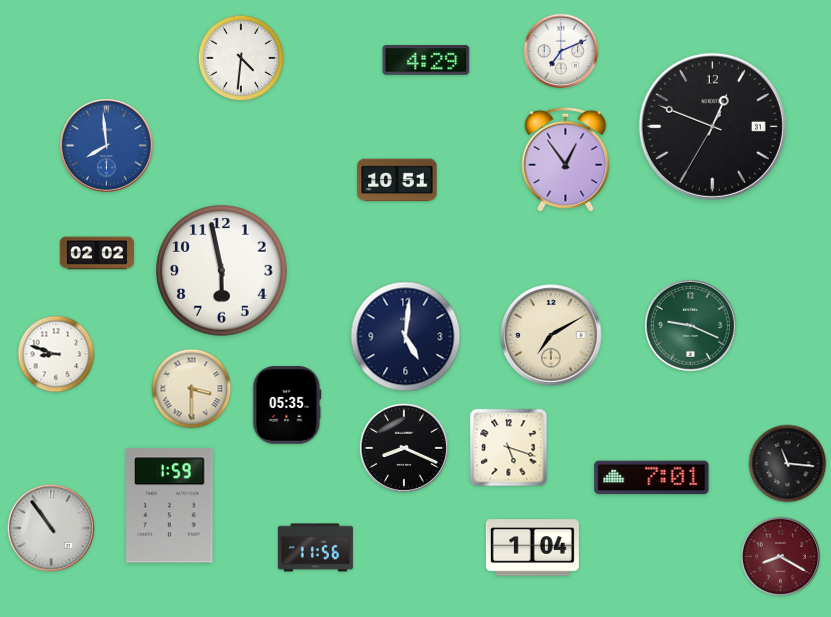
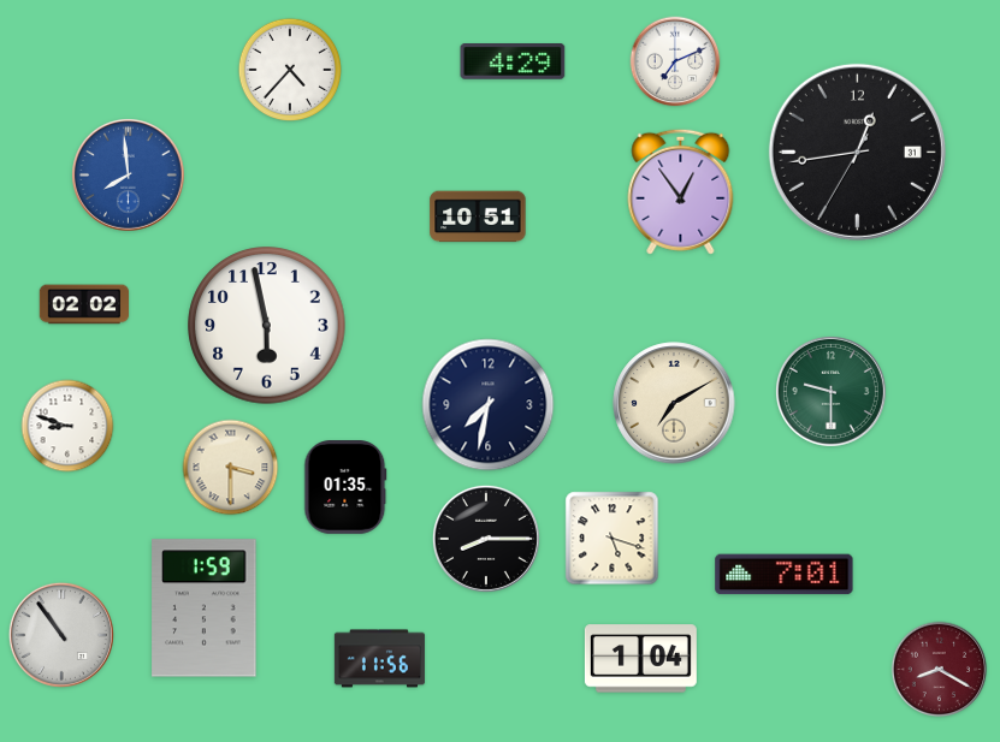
clock at (240, 57): 4:31 -> 4:37
clock at (426, 61) position: (426, 61) -> (513, 63)
clock at (712, 126): 12:48 -> 12:43
clock at (96, 253) position: (96, 253) -> (83, 304)
clock at (690, 325): 9:19 -> 9:30
clock at (551, 335) position: (551, 335) -> (674, 403)
clock at (406, 337): 5:01 -> 7:32
clock at (287, 405): 05:35 -> 01:35
clock at (404, 448): 8:19 -> 8:15
clock at (788, 464): 11:16 -> none
